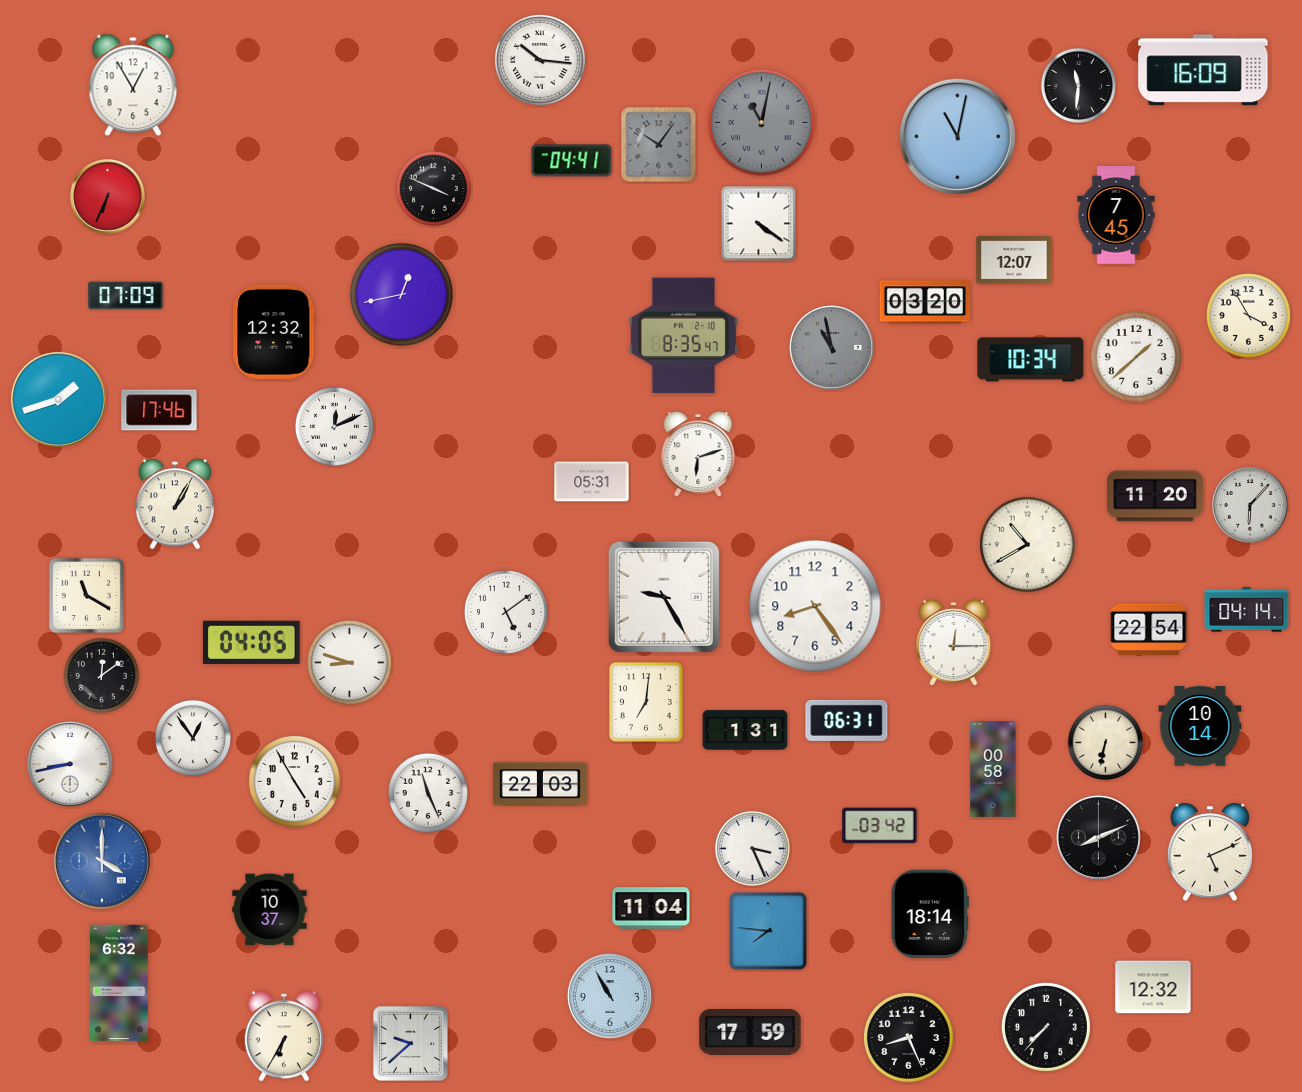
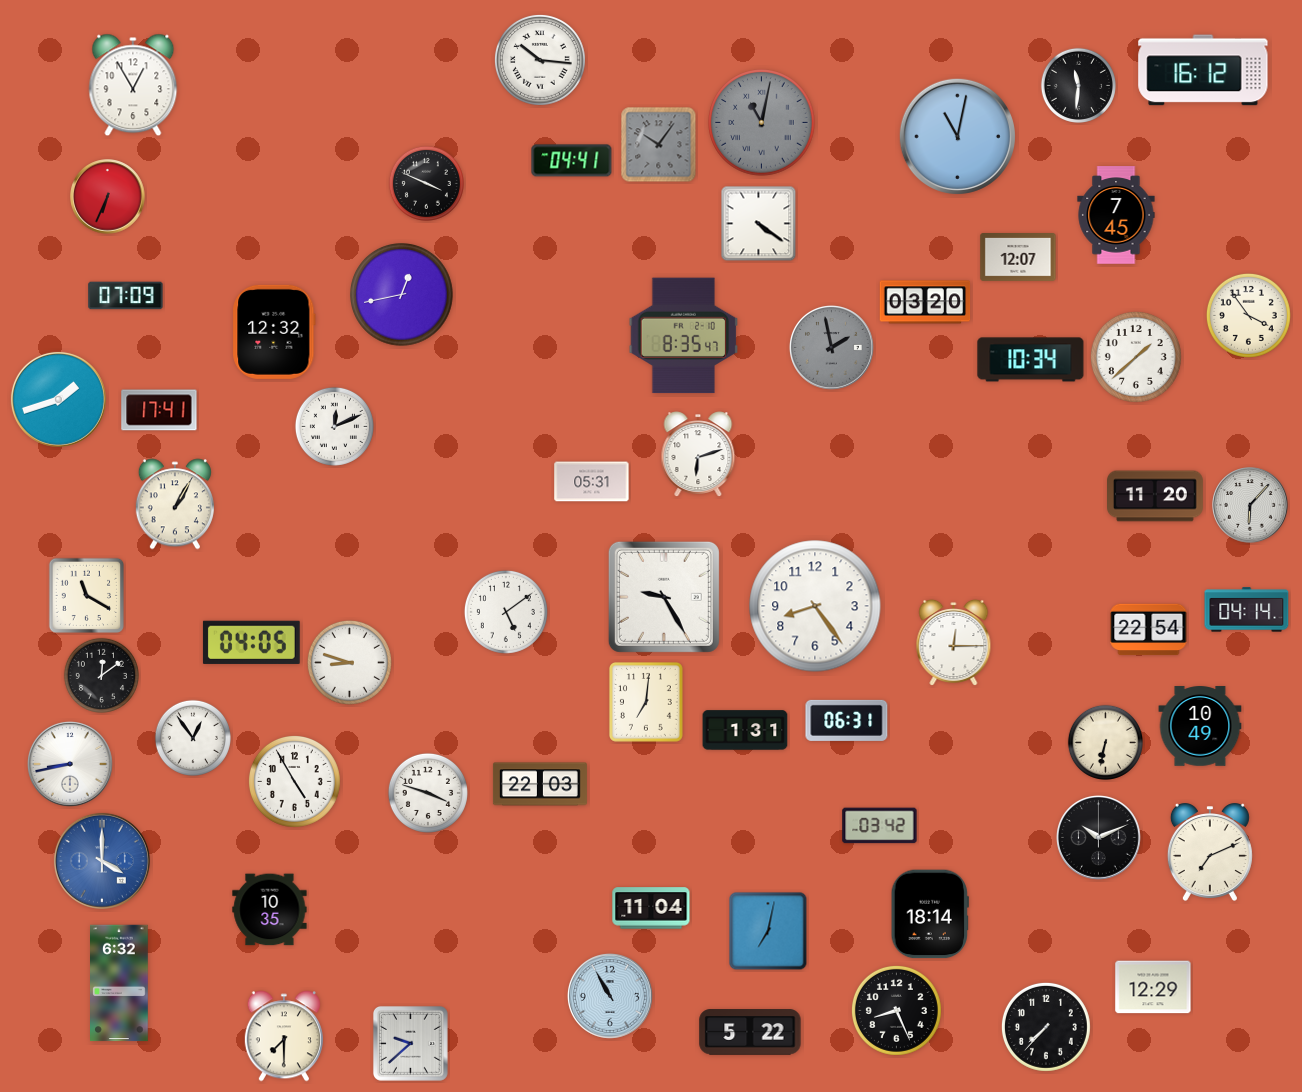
clock at (1203, 70): 16:09 -> 16:12
clock at (433, 188) position: (433, 188) -> (426, 183)
clock at (1014, 261) position: (1014, 261) -> (1018, 258)
clock at (1248, 315): 3:55 -> 3:54
clock at (831, 347): 10:58 -> 1:58
clock at (159, 410): 17:46 -> 17:41
clock at (1028, 545): 10:40 -> none
clock at (1200, 726): 10:14 -> 10:49
clock at (993, 770): 00:58 -> none
clock at (428, 793): 11:26 -> 3:48
clock at (1098, 837): 8:11 -> 10:11
clock at (752, 848): 3:26 -> none
clock at (1210, 852): 5:11 -> 7:11
clock at (270, 910): 10:37 -> 10:35
clock at (768, 931): 7:46 -> 7:02
clock at (1153, 987): 12:32 -> 12:29
clock at (750, 1032): 17:59 -> 5:22
clock at (284, 1036): 6:35 -> 7:30
clock at (908, 1037) position: (908, 1037) -> (896, 1010)
